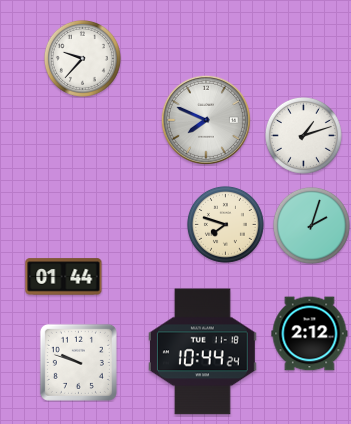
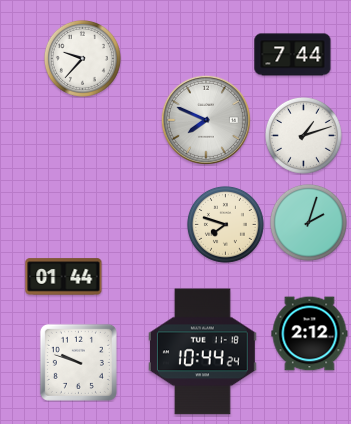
clock at (293, 55): none -> 7:44
clock at (311, 225) position: (311, 225) -> (308, 222)
